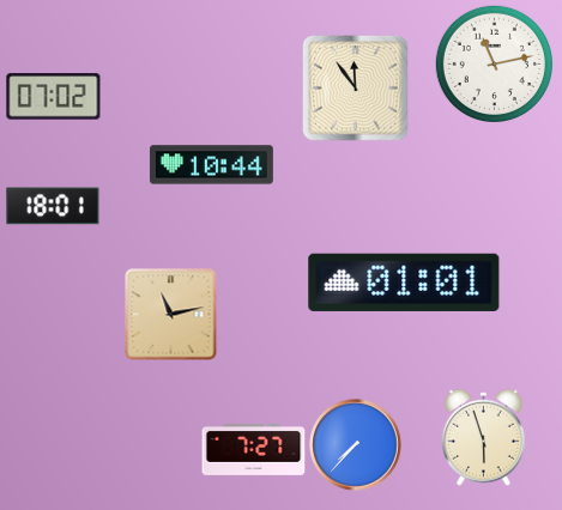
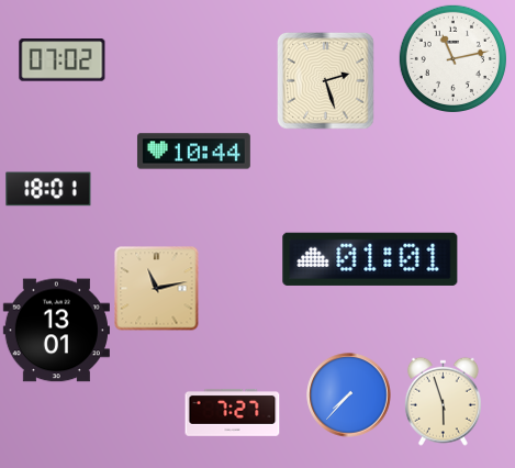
clock at (356, 89): 11:54 -> 2:27
clock at (54, 97) position: (54, 97) -> (63, 60)
clock at (56, 331): none -> 13:01
clock at (356, 445) position: (356, 445) -> (349, 395)
